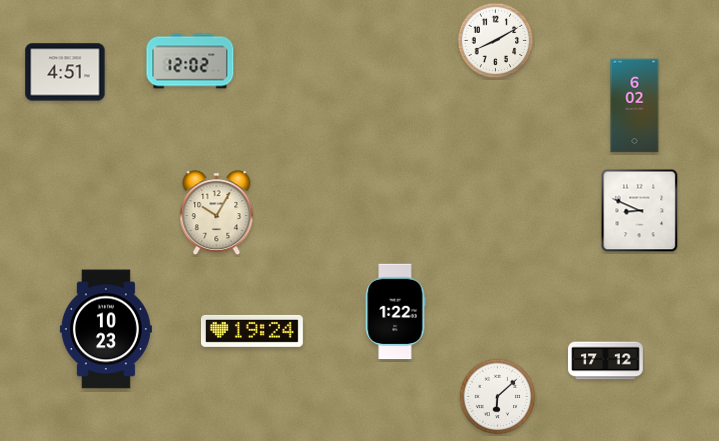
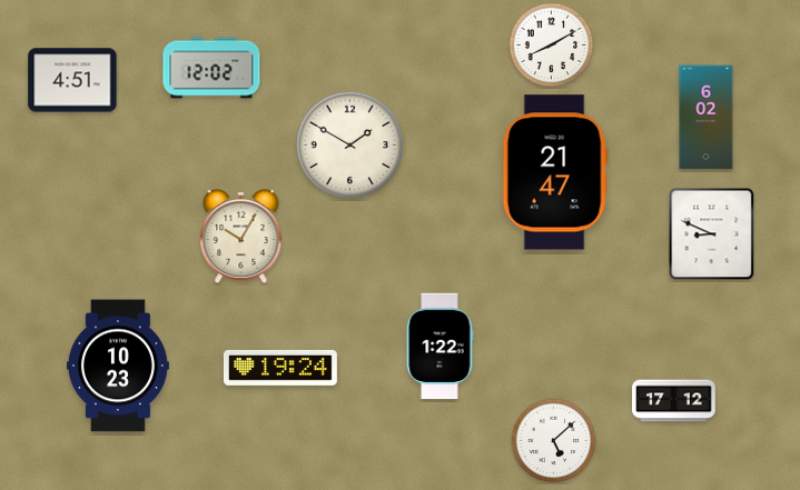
clock at (350, 146): none -> 1:50
clock at (555, 172): none -> 21:47
clock at (498, 397): 6:08 -> 5:08
